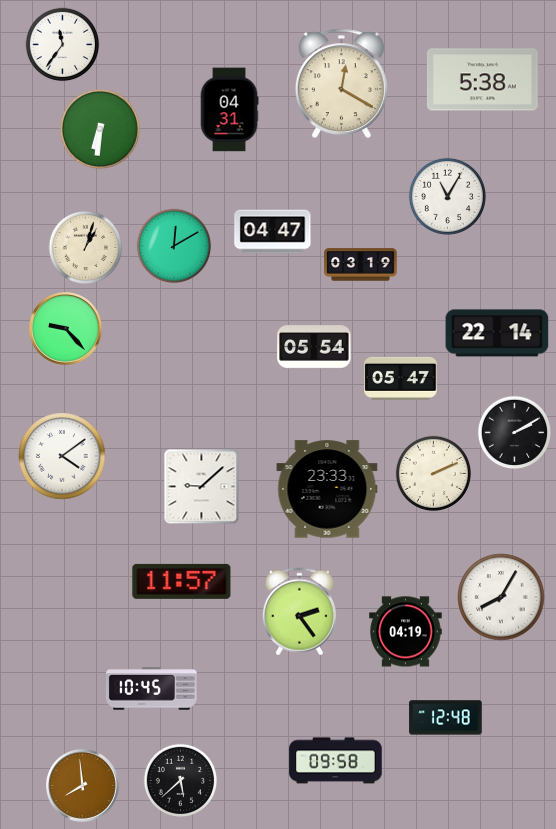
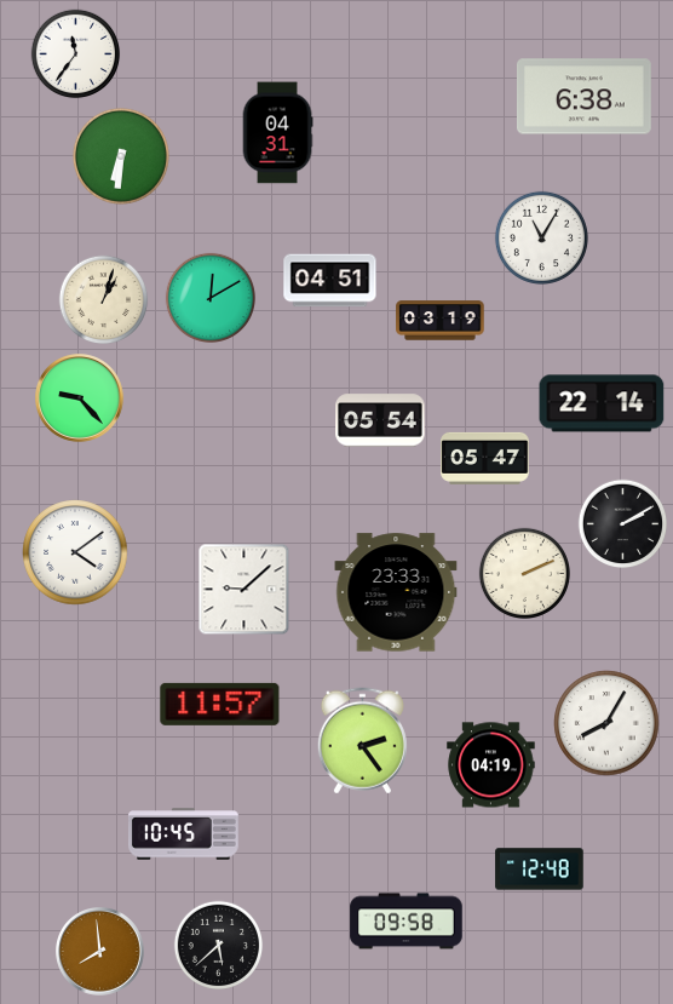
clock at (482, 80): 5:38 -> 6:38
clock at (341, 84): 12:20 -> none
clock at (273, 232): 04:47 -> 04:51
clock at (361, 265) position: (361, 265) -> (441, 321)
